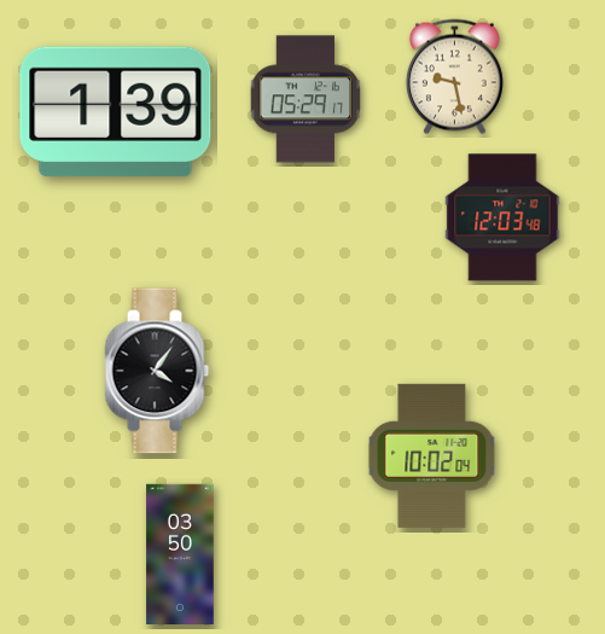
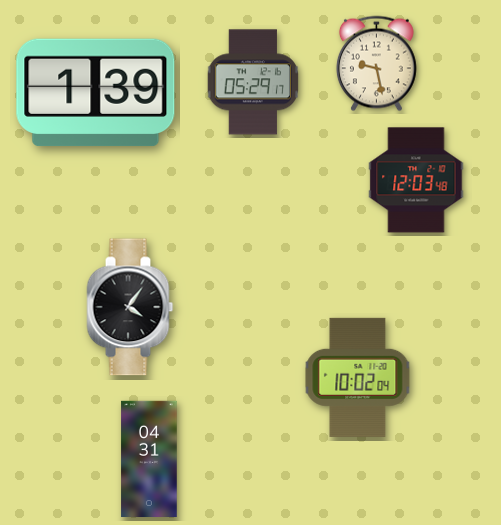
clock at (180, 554): 03:50 -> 04:31
